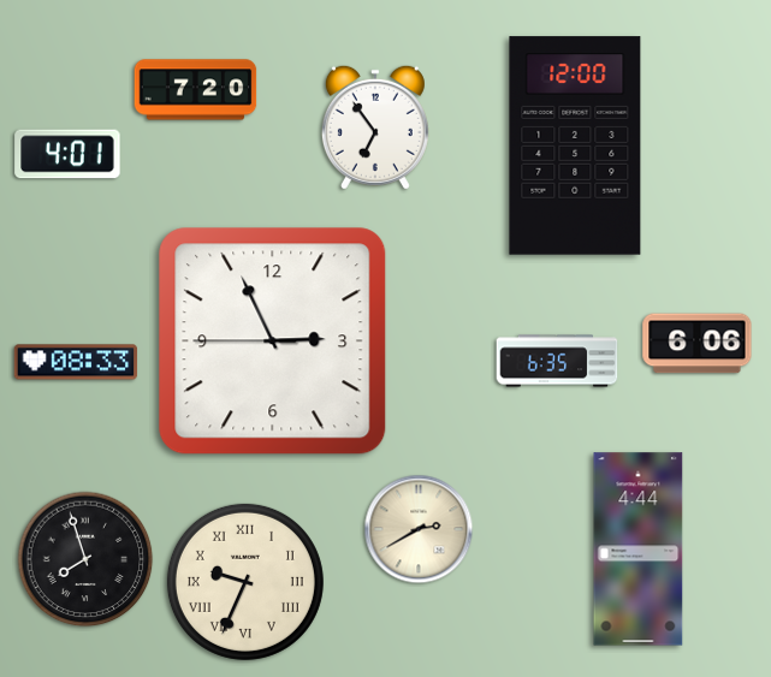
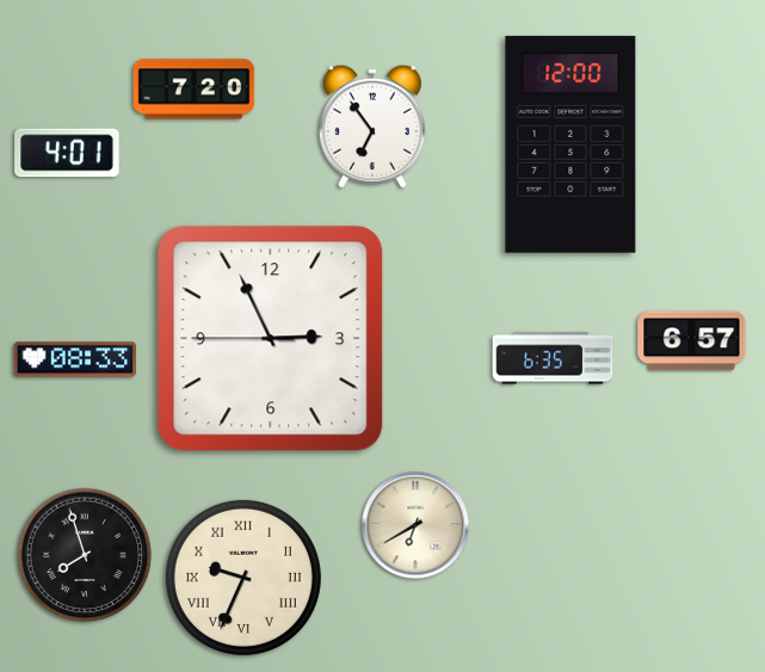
clock at (698, 344): 6:06 -> 6:57
clock at (419, 529): 2:40 -> 6:40
clock at (639, 550): 4:44 -> none
